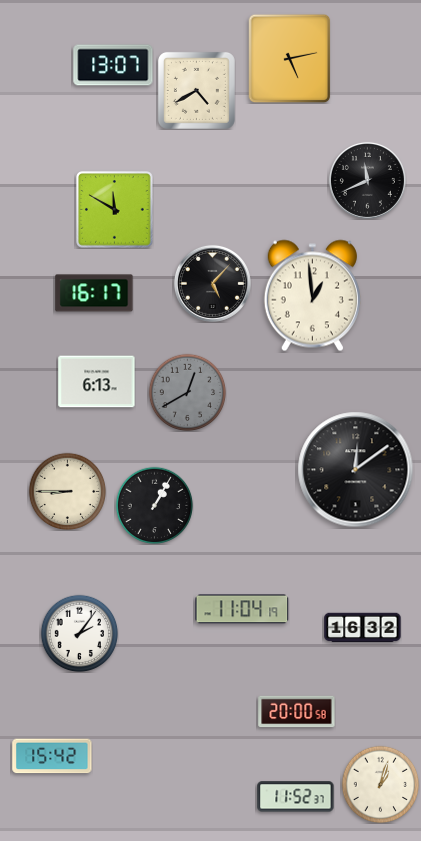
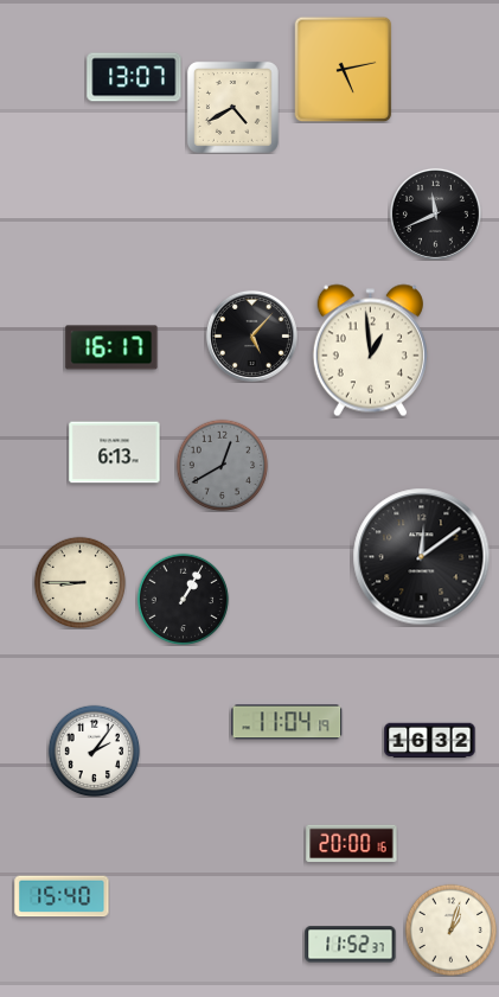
clock at (115, 210): 11:50 -> none
clock at (363, 628) position: (363, 628) -> (430, 741)
clock at (297, 712): 20:00:58 -> 20:00:16
clock at (52, 756): 15:42 -> 15:40
